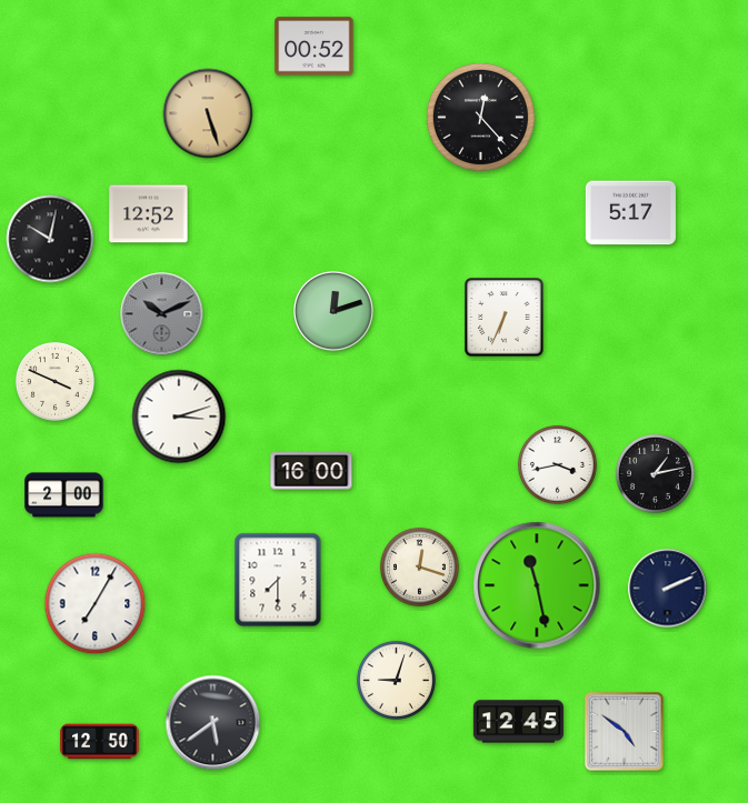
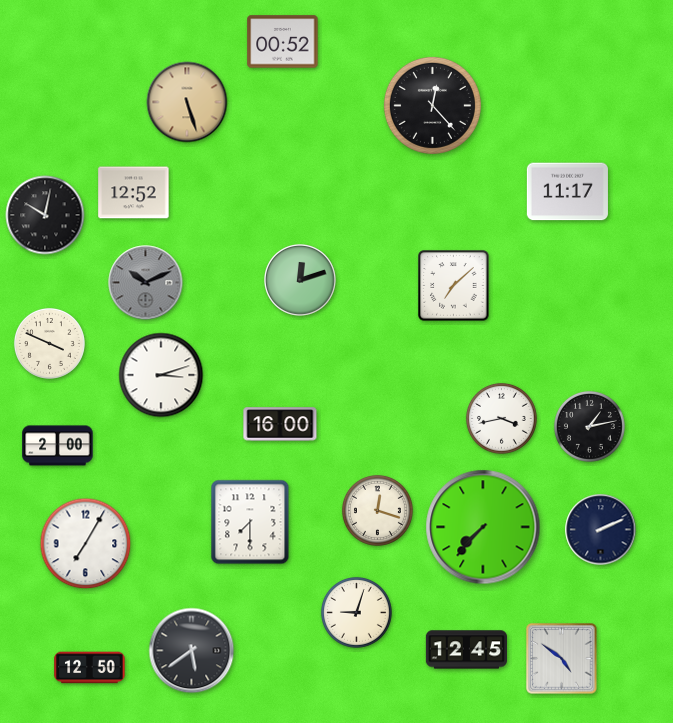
clock at (630, 213): 5:17 -> 11:17
clock at (505, 318): 6:34 -> 7:08
clock at (537, 585): 11:28 -> 7:37
